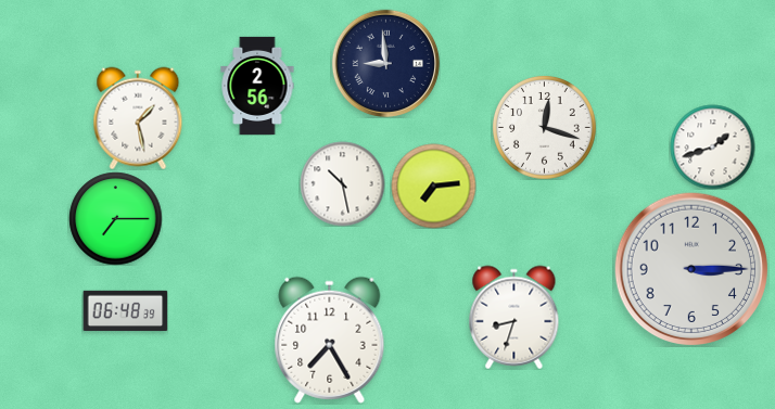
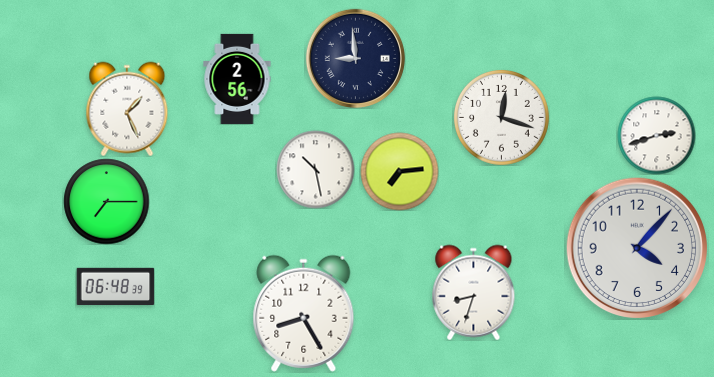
clock at (138, 118): 1:28 -> 1:26
clock at (712, 146): 1:42 -> 2:42
clock at (690, 268): 3:15 -> 4:07
clock at (330, 340): 7:25 -> 8:25
